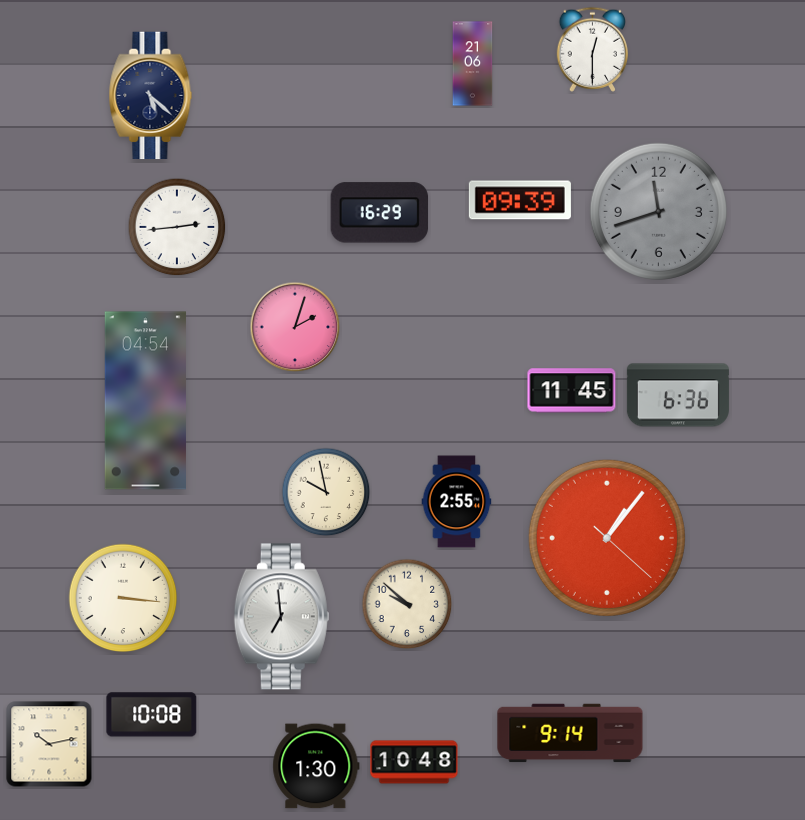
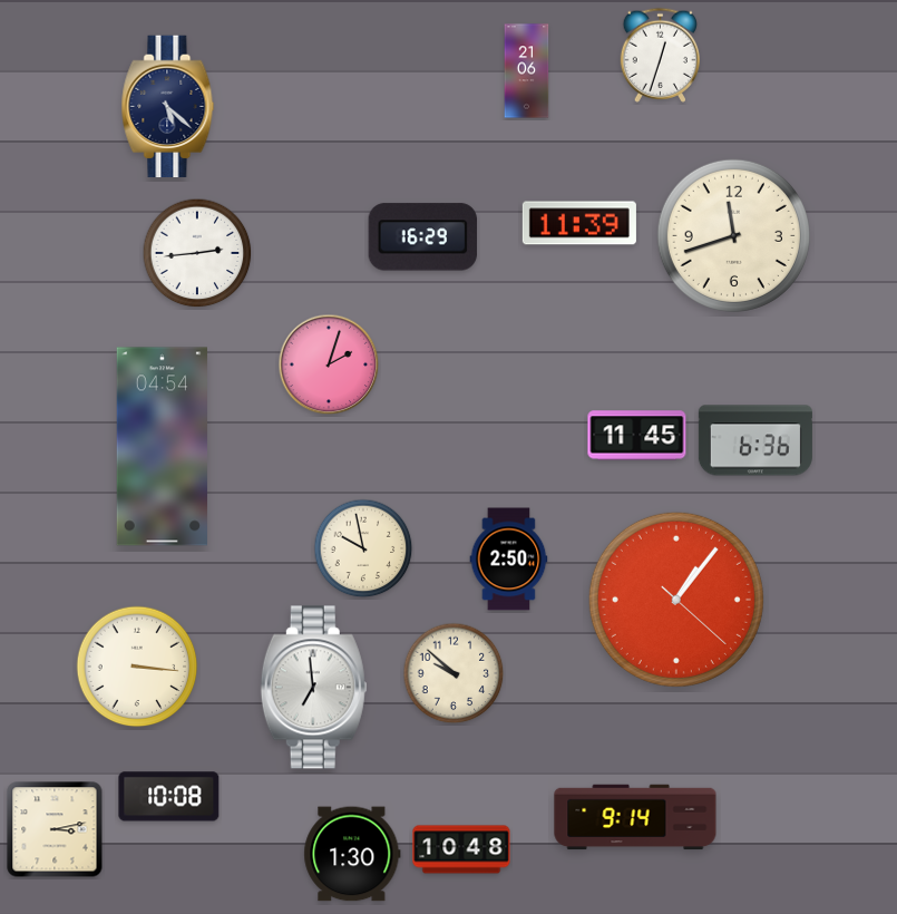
clock at (592, 49): 12:30 -> 12:33
clock at (520, 200): 09:39 -> 11:39
clock at (658, 211) dial: grey -> cream
clock at (457, 502): 2:55 -> 2:50
clock at (49, 744): 10:13 -> 3:13
